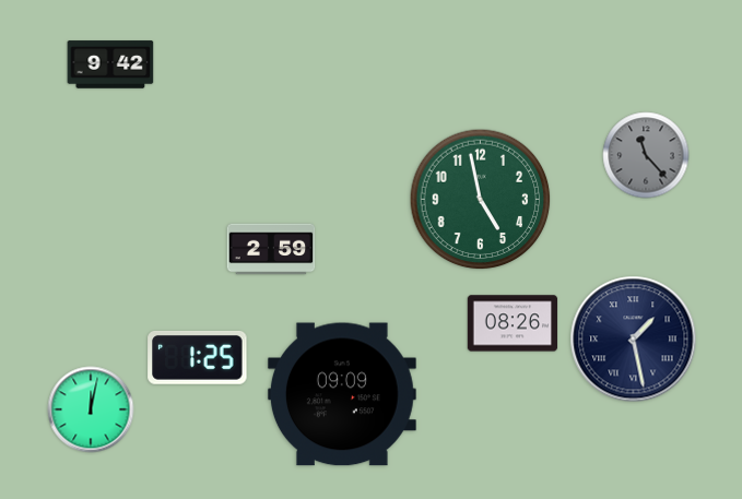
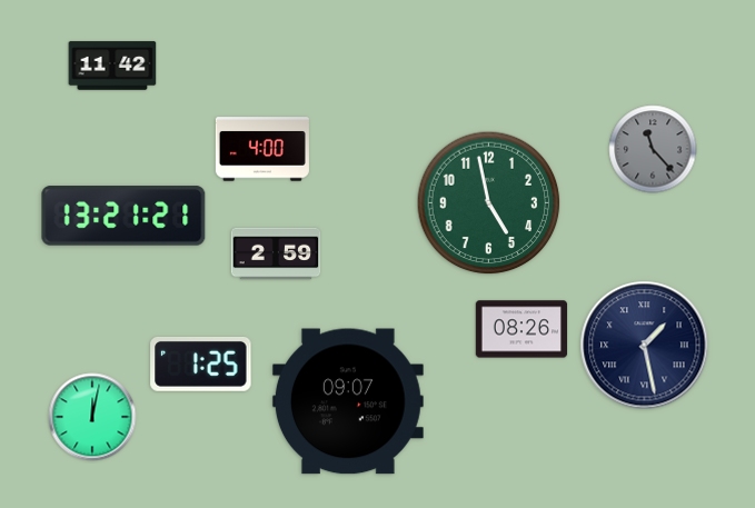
clock at (110, 64): 9:42 -> 11:42
clock at (262, 149): none -> 4:00
clock at (646, 155) position: (646, 155) -> (653, 149)
clock at (123, 216): none -> 13:21
clock at (342, 394): 09:09 -> 09:07
